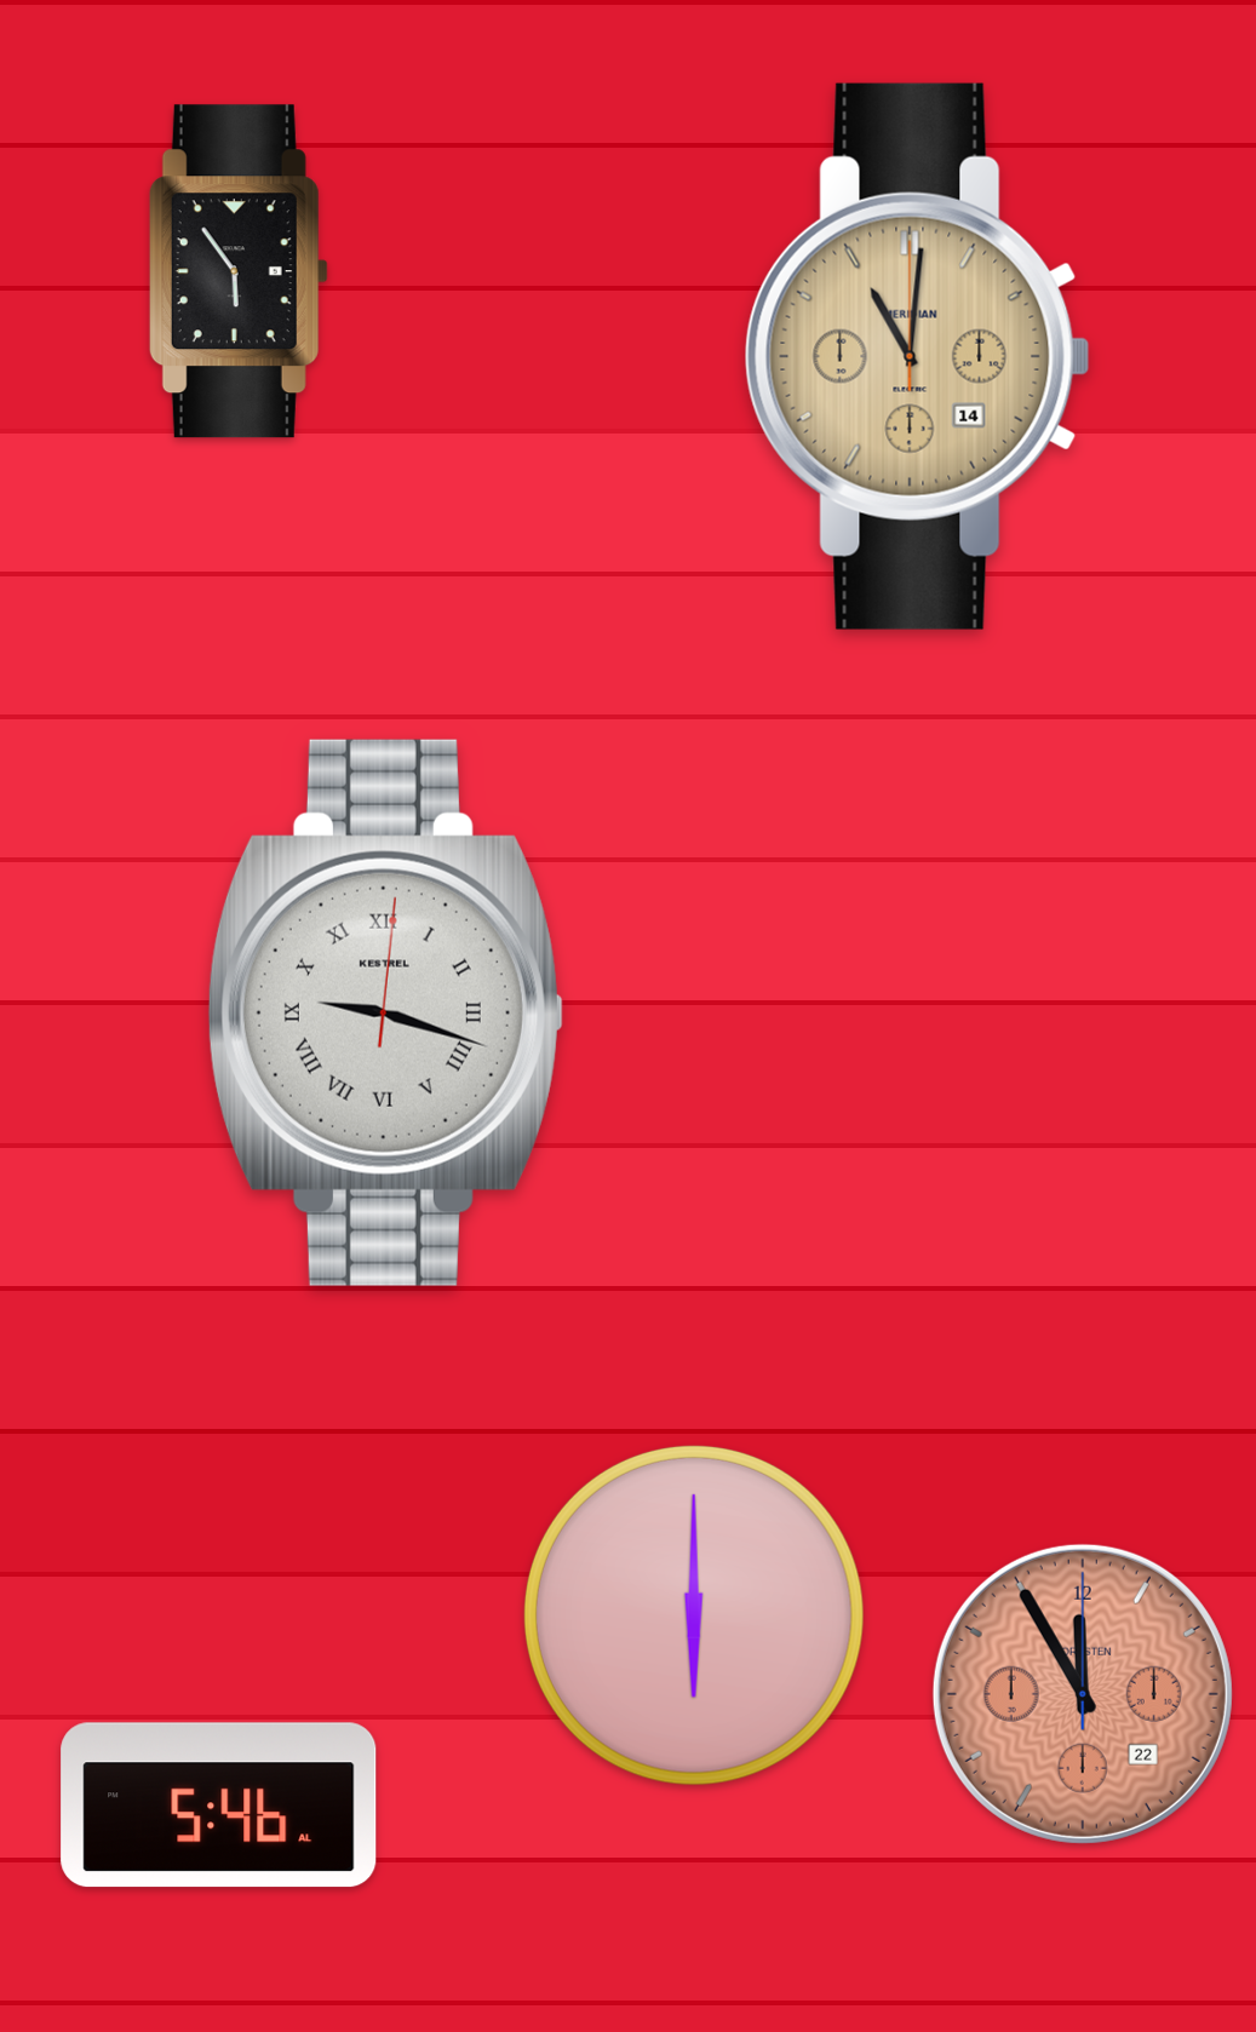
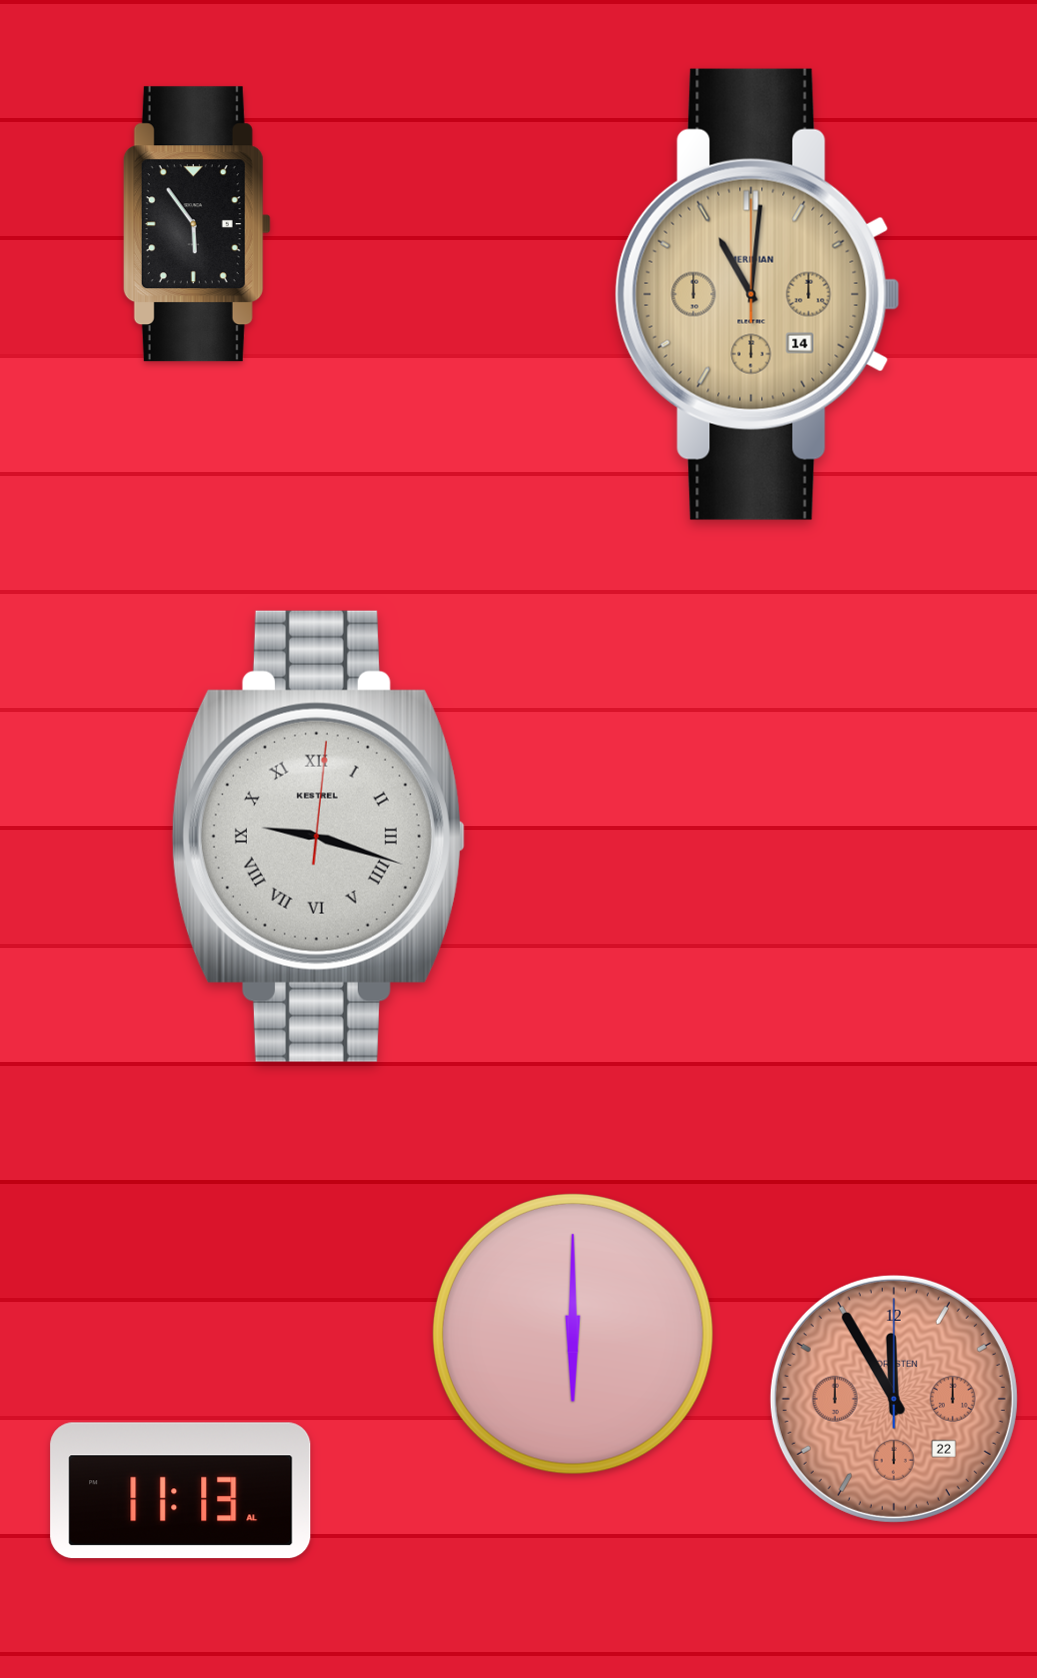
clock at (219, 1806): 5:46 -> 11:13
